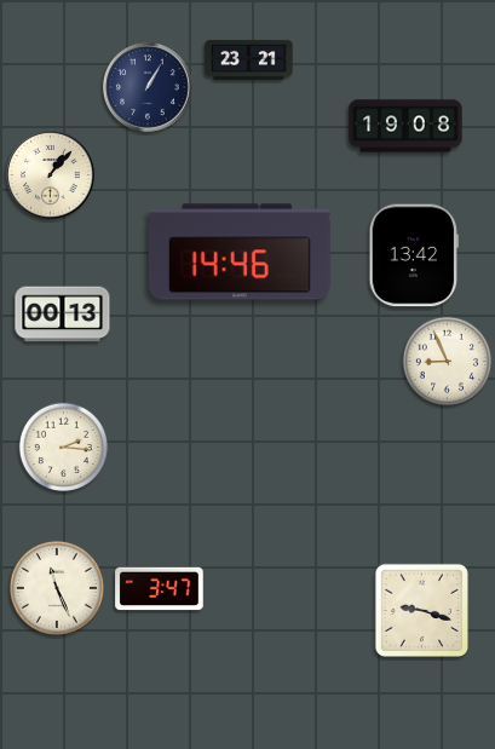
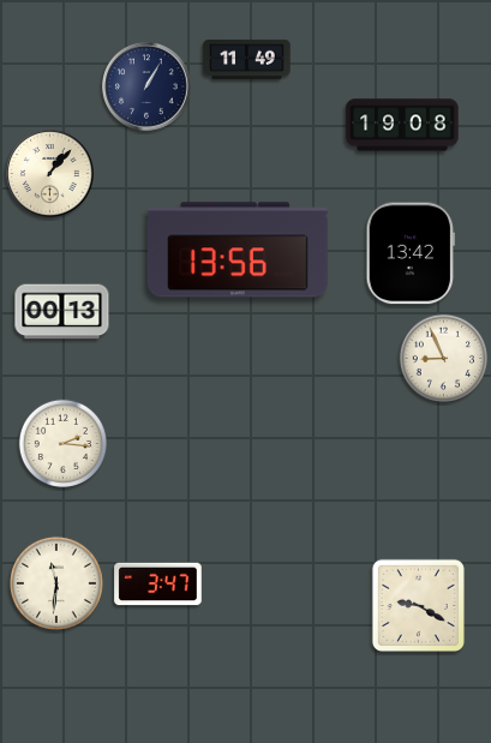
clock at (249, 59): 23:21 -> 11:49
clock at (240, 252): 14:46 -> 13:56
clock at (57, 588): 11:26 -> 11:31
clock at (421, 610): 9:18 -> 9:20
